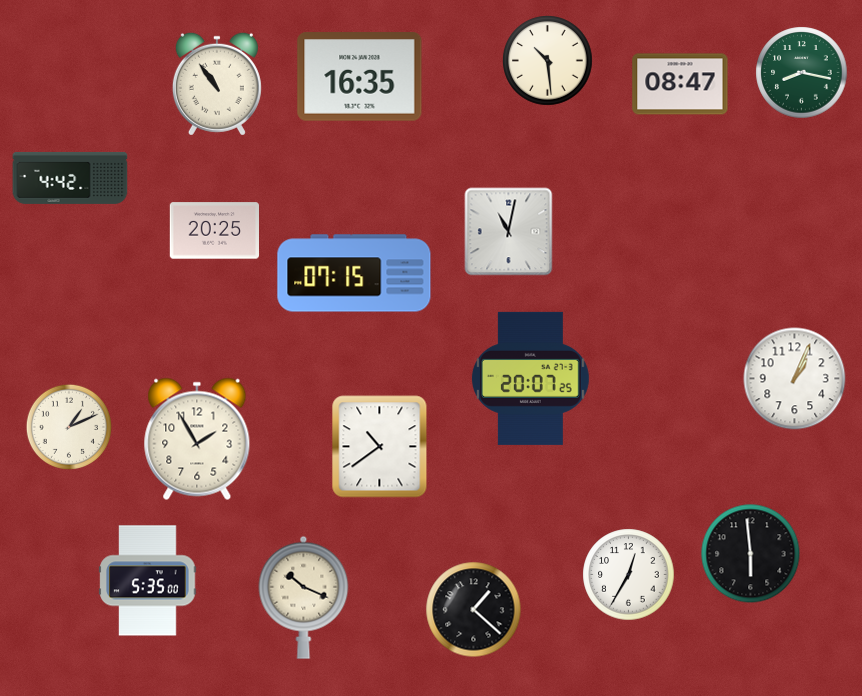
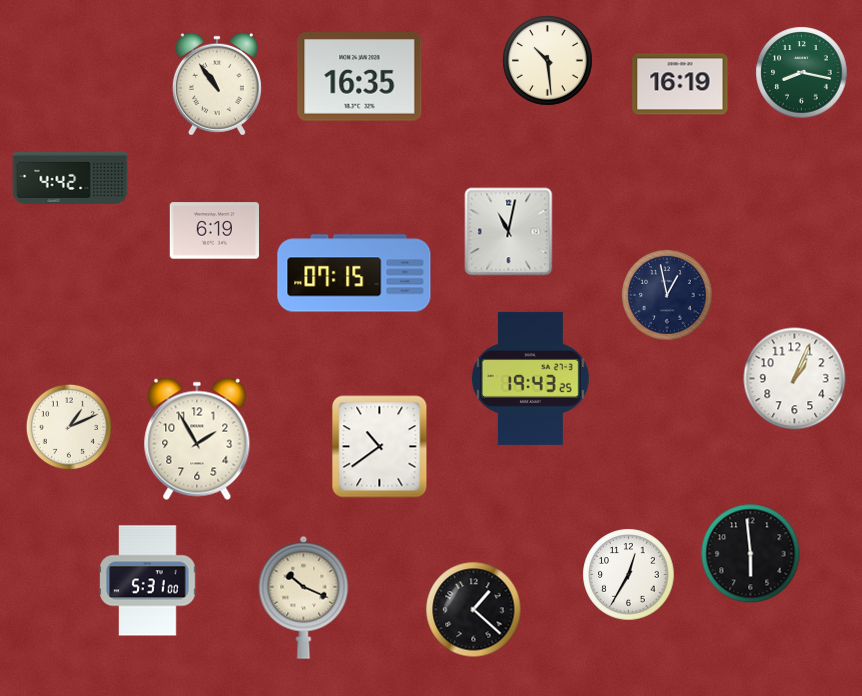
clock at (680, 84): 08:47 -> 16:19
clock at (214, 231): 20:25 -> 6:19
clock at (667, 295): none -> 12:58
clock at (530, 378): 20:07 -> 19:43
clock at (148, 581): 5:35 -> 5:31
